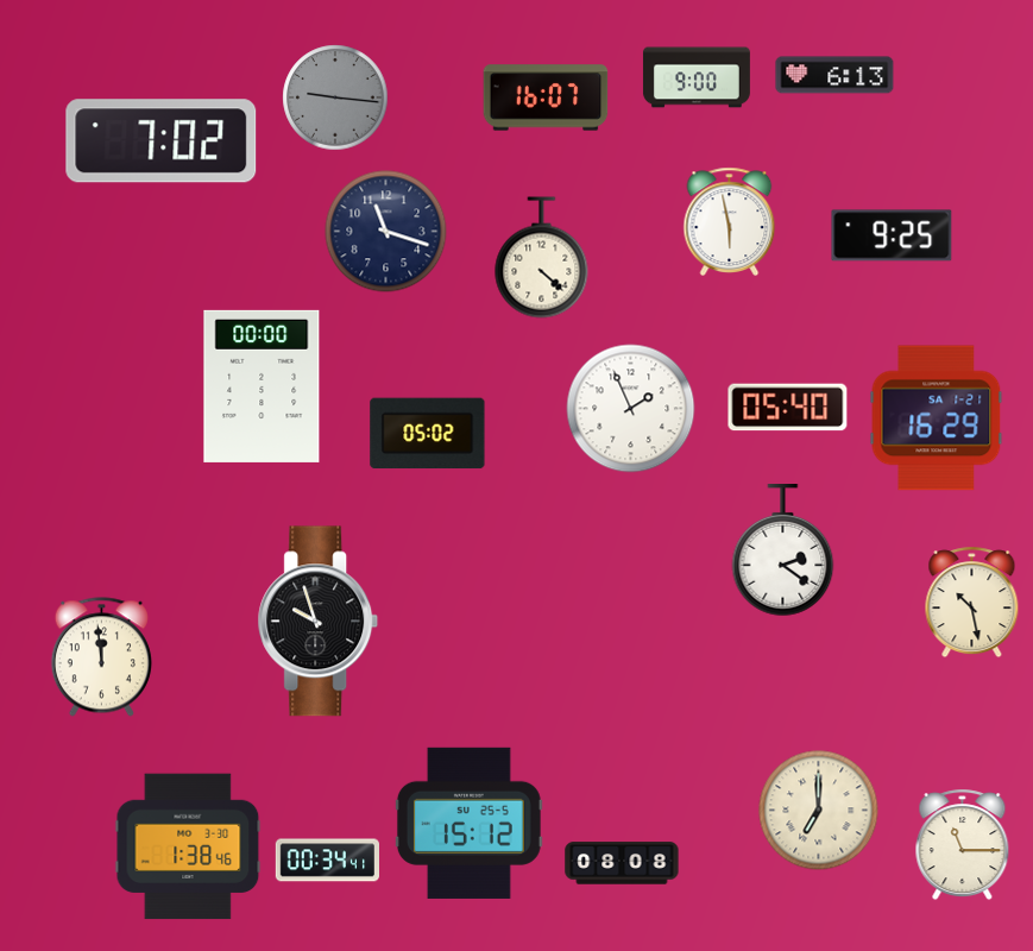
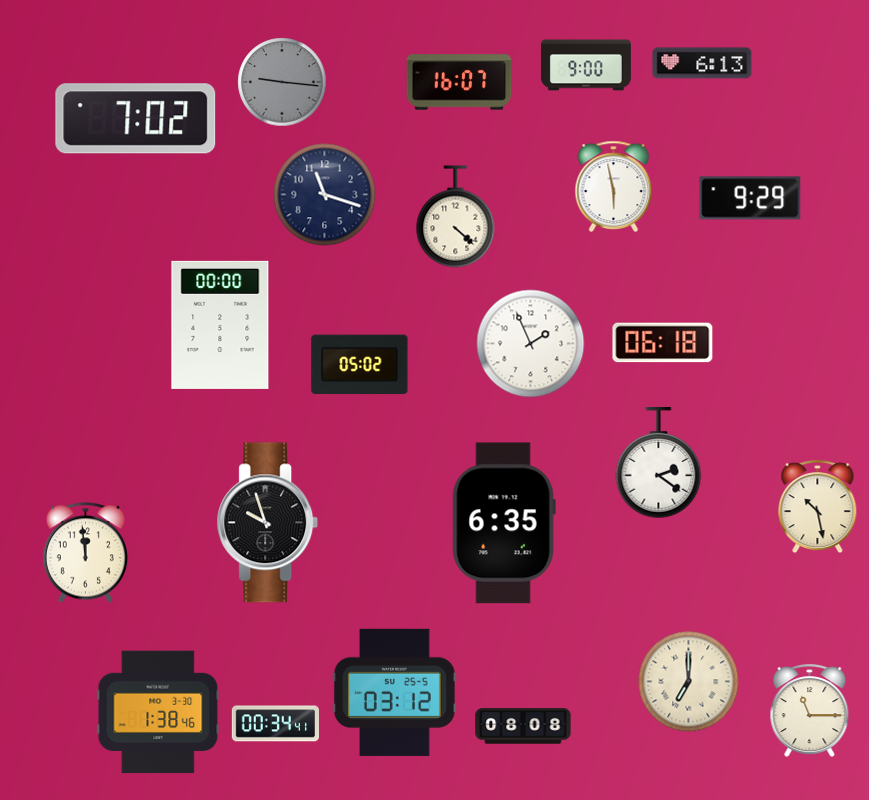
clock at (892, 235): 9:25 -> 9:29
clock at (788, 408): 05:40 -> 06:18
clock at (937, 418): 16:29 -> none
clock at (504, 523): none -> 6:35
clock at (468, 823): 15:12 -> 03:12
